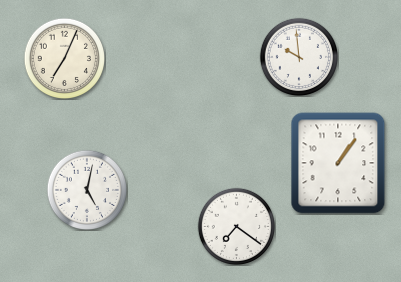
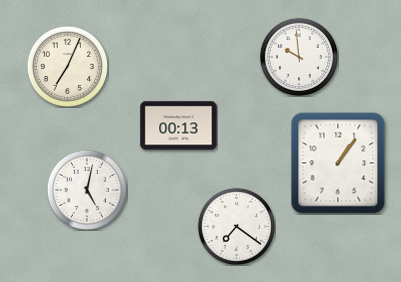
clock at (64, 58) position: (64, 58) -> (67, 66)
clock at (179, 126): none -> 00:13
